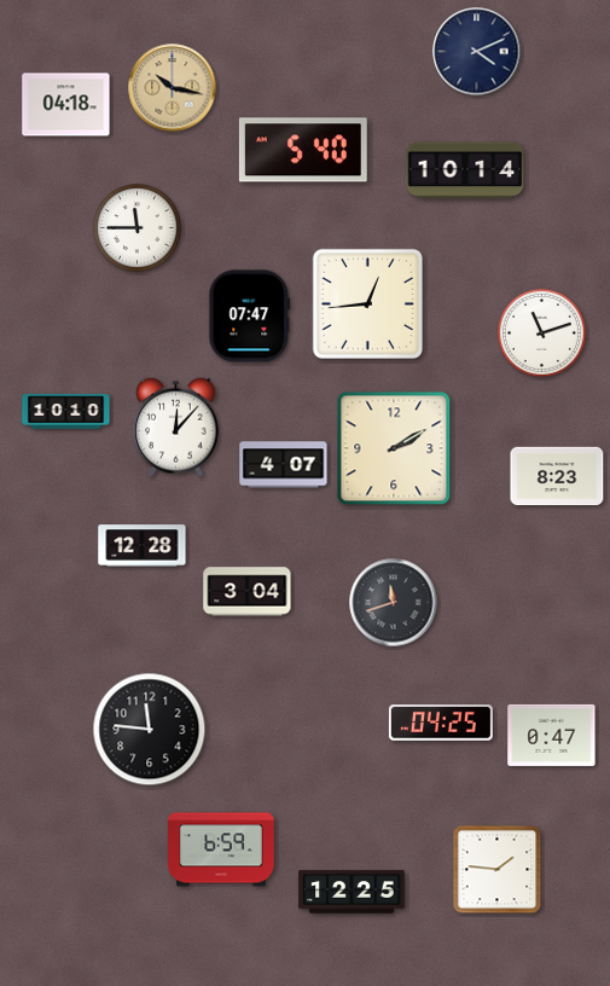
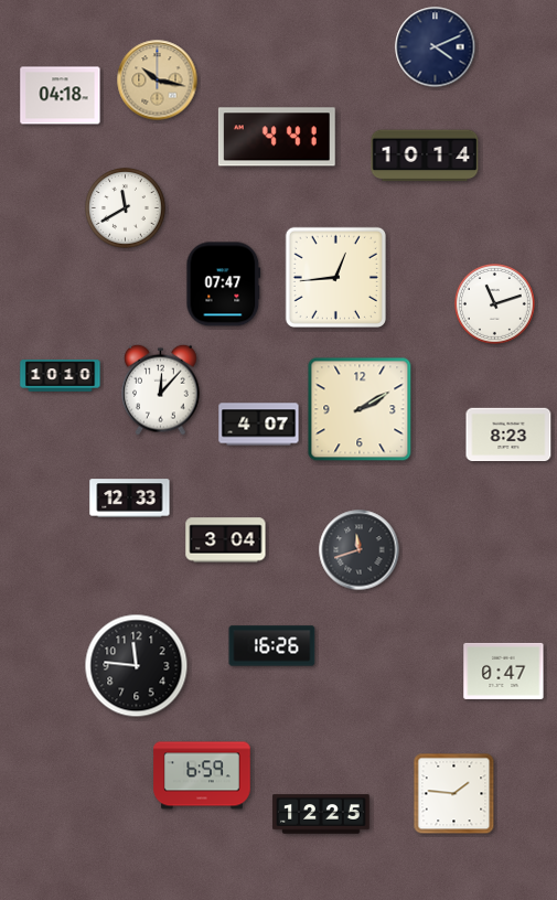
clock at (303, 150): 5:40 -> 4:41
clock at (138, 228): 11:45 -> 11:40
clock at (250, 317) position: (250, 317) -> (224, 285)
clock at (143, 546): 12:28 -> 12:33
clock at (272, 646): none -> 16:26
clock at (441, 723): 04:25 -> none
